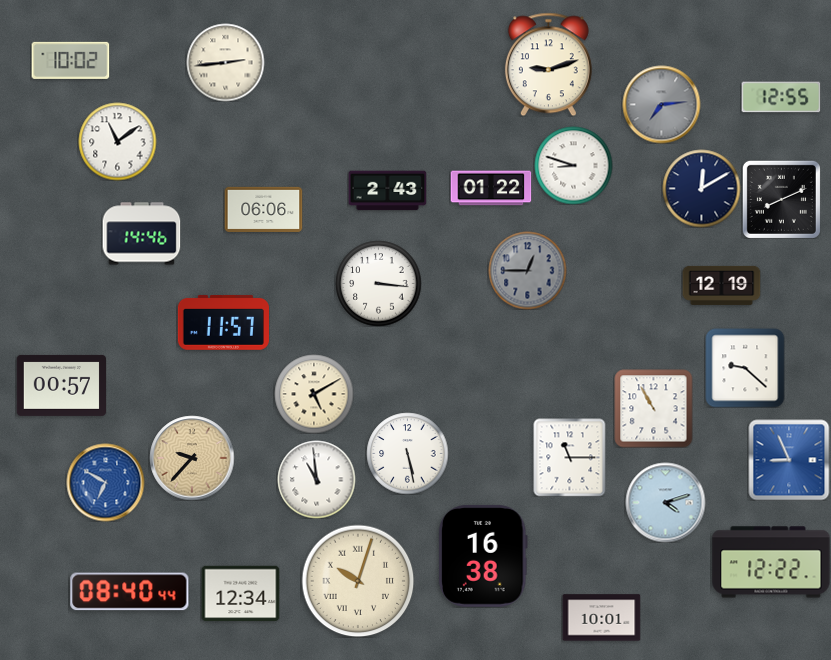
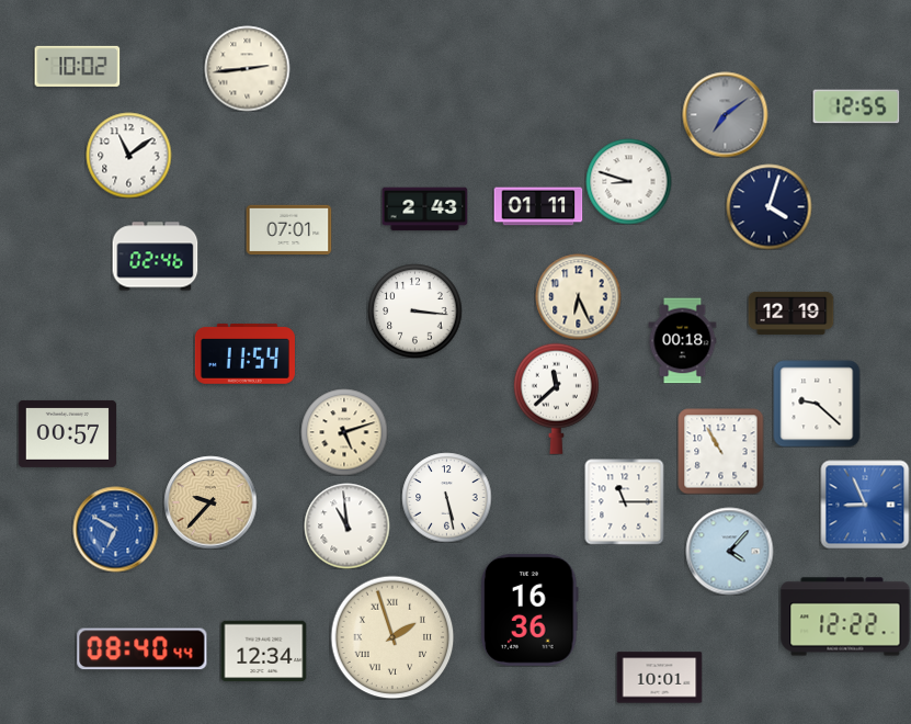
clock at (548, 64): 9:12 -> none
clock at (661, 104): 7:14 -> 7:09
clock at (491, 188): 01:22 -> 01:11
clock at (701, 188): 12:10 -> 4:03
clock at (781, 199): 8:11 -> none
clock at (263, 209): 06:06 -> 07:01
clock at (141, 234): 14:46 -> 02:46
clock at (527, 270): 12:45 -> 6:26
clock at (527, 270) dial: grey -> cream
clock at (683, 340): none -> 00:18
clock at (223, 322): 11:57 -> 11:54
clock at (556, 398): none -> 11:38
clock at (61, 385) position: (61, 385) -> (67, 433)
clock at (314, 394): 5:10 -> 5:12
clock at (653, 408) position: (653, 408) -> (720, 451)
clock at (665, 502): 4:12 -> 4:07
clock at (483, 556): 16:38 -> 16:36
clock at (358, 581): 10:03 -> 1:57
